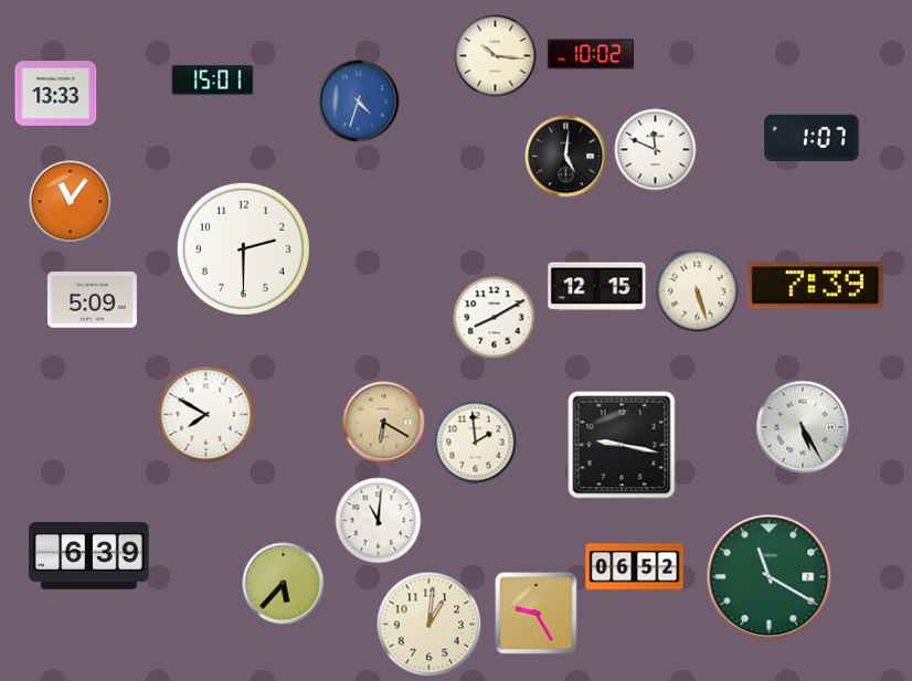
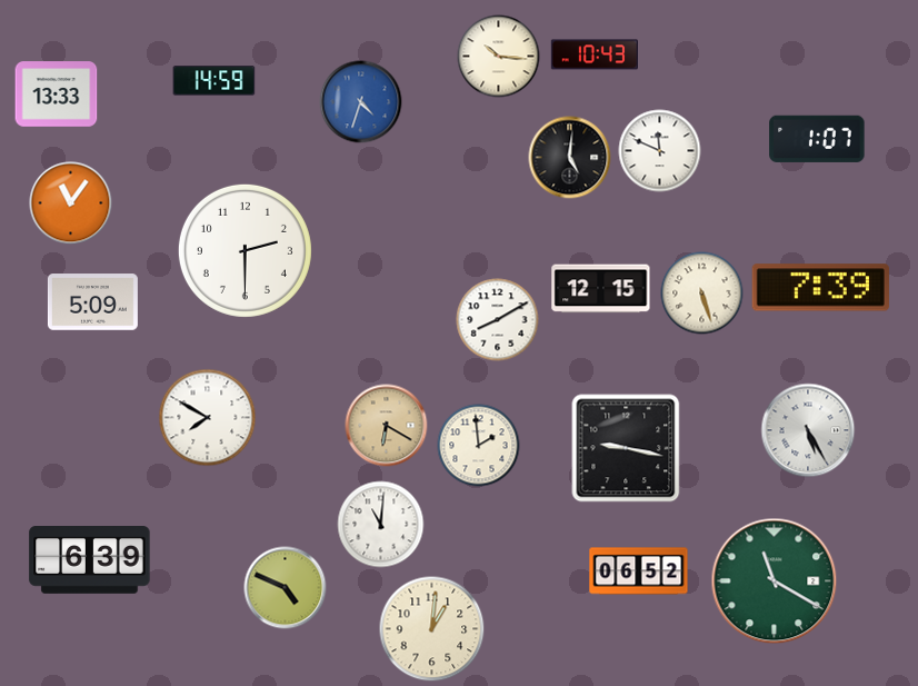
clock at (590, 54): 10:02 -> 10:43
clock at (213, 81): 15:01 -> 14:59
clock at (284, 584): 5:37 -> 4:49
clock at (537, 614): 9:25 -> none
